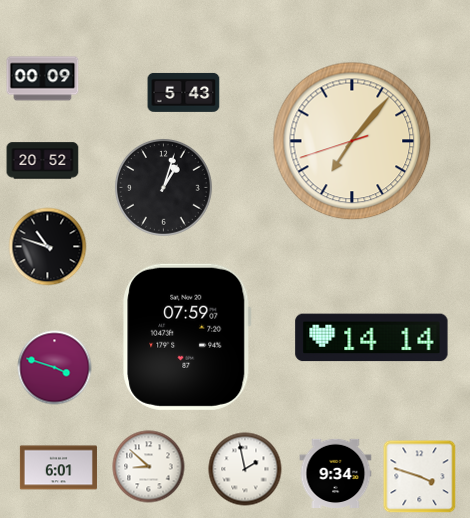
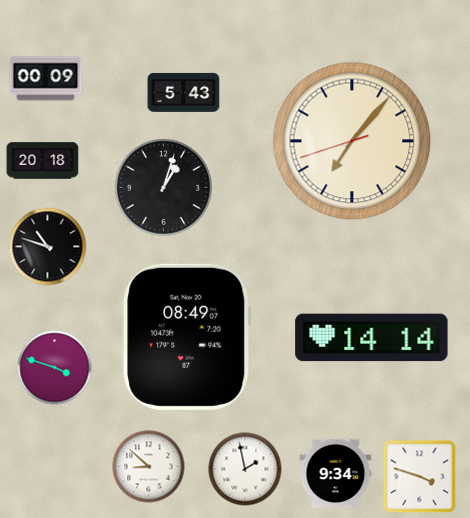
clock at (43, 79) position: (43, 79) -> (46, 79)
clock at (43, 161): 20:52 -> 20:18
clock at (187, 337): 07:59 -> 08:49
clock at (58, 468): 6:01 -> none
